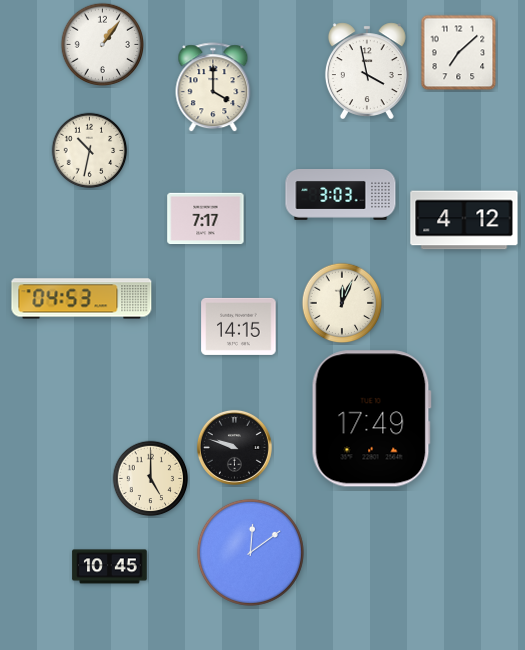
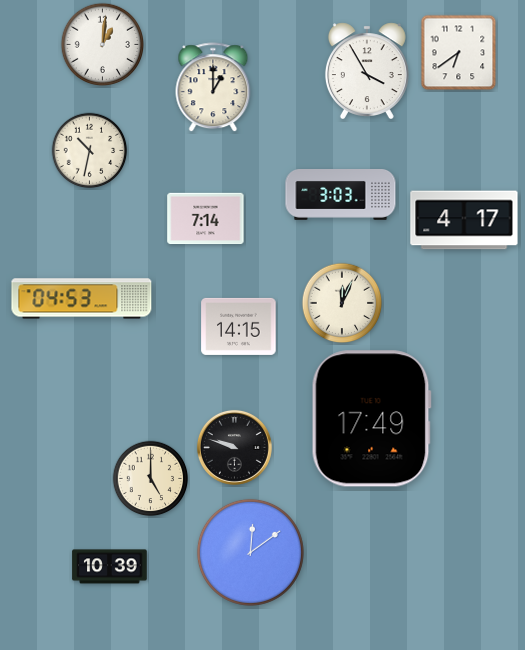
clock at (102, 44): 1:06 -> 1:01
clock at (459, 53): 7:08 -> 6:39
clock at (367, 70): 3:58 -> 3:55
clock at (213, 88): 4:00 -> 1:00
clock at (206, 219): 7:17 -> 7:14
clock at (464, 220): 4:12 -> 4:17
clock at (110, 567): 10:45 -> 10:39
